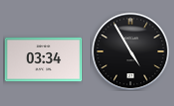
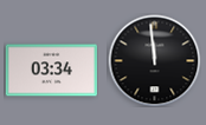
clock at (130, 51): 4:55 -> 11:59
